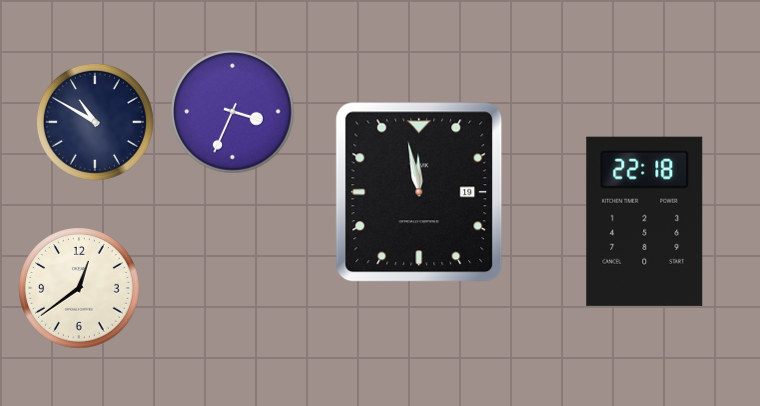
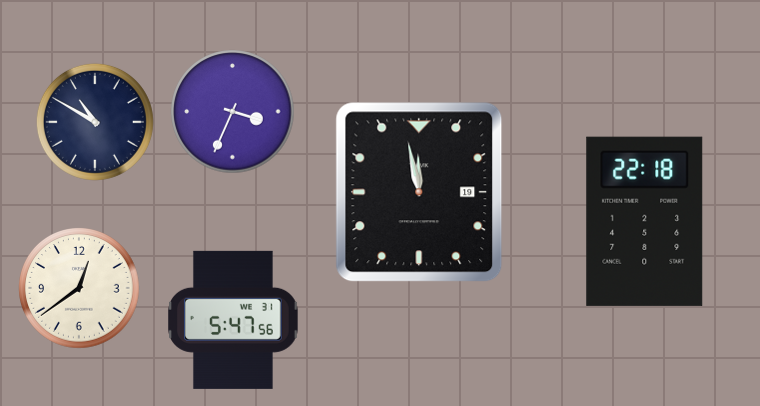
clock at (233, 320): none -> 5:47
